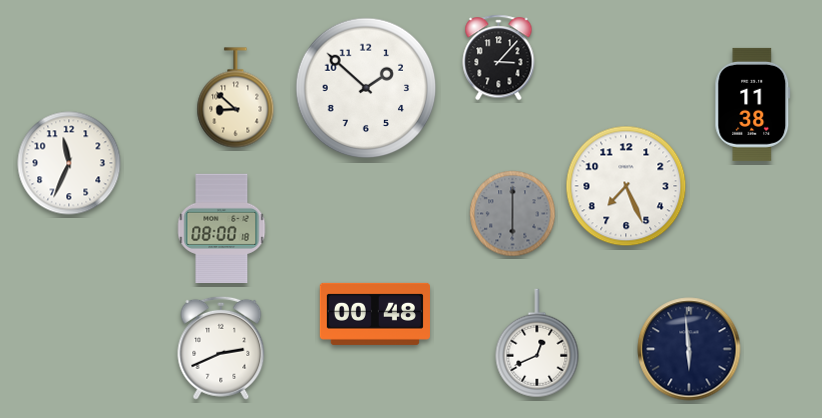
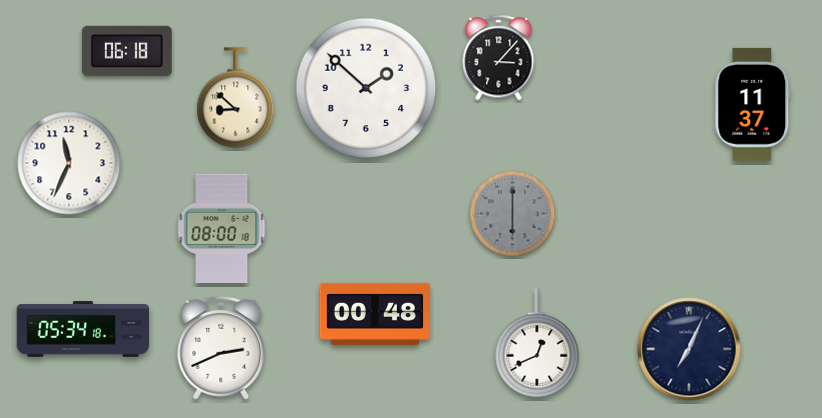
clock at (127, 51): none -> 06:18
clock at (753, 104): 11:38 -> 11:37
clock at (626, 186): 7:26 -> none
clock at (83, 329): none -> 05:34
clock at (689, 349): 5:59 -> 7:04
